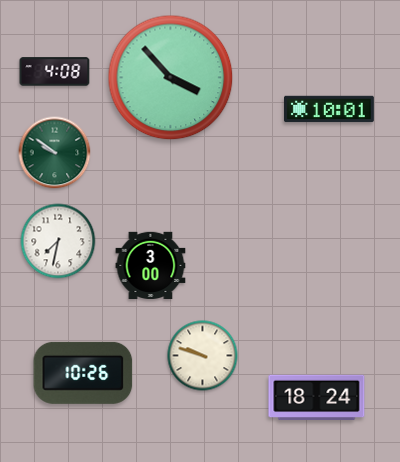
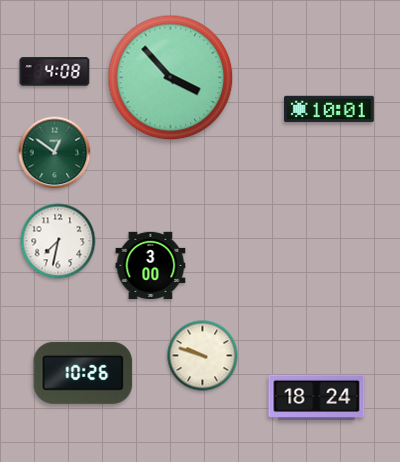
clock at (55, 153): 9:51 -> 12:51
